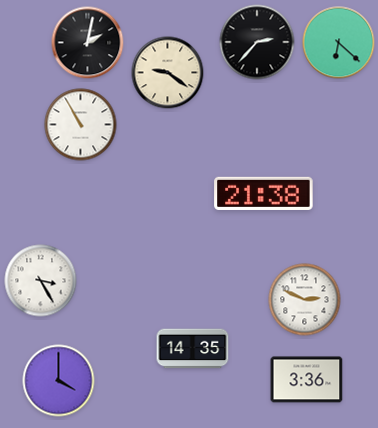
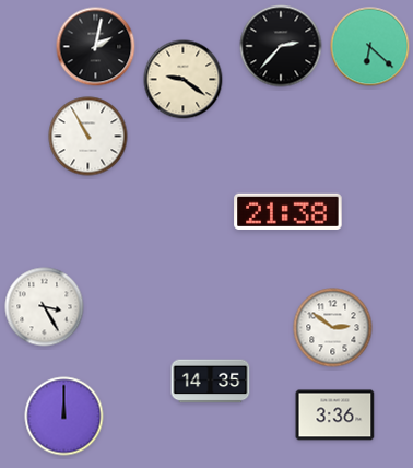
clock at (305, 300): 2:49 -> 2:51
clock at (59, 381): 4:00 -> 12:00
